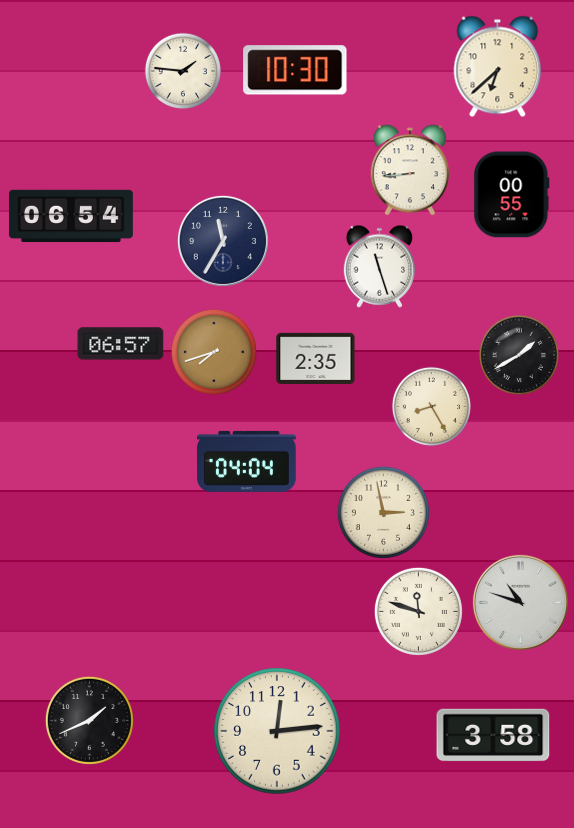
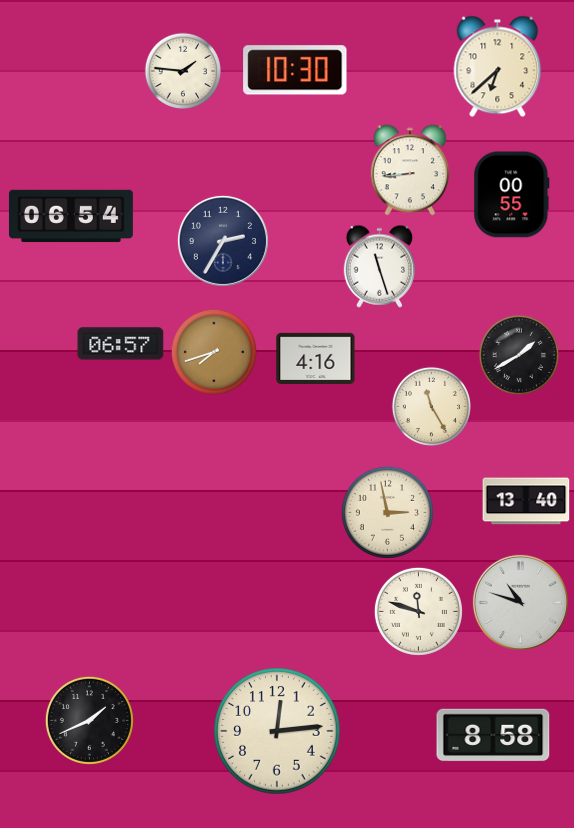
clock at (223, 241): 11:35 -> 2:35
clock at (316, 358): 2:35 -> 4:16
clock at (431, 406): 8:25 -> 11:25
clock at (247, 461): 04:04 -> none
clock at (526, 501): none -> 13:40
clock at (383, 512) position: (383, 512) -> (387, 512)
clock at (493, 735): 3:58 -> 8:58
